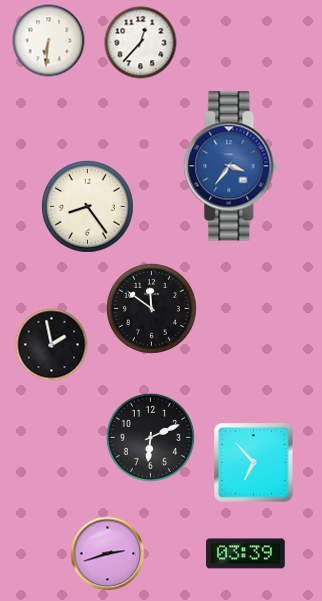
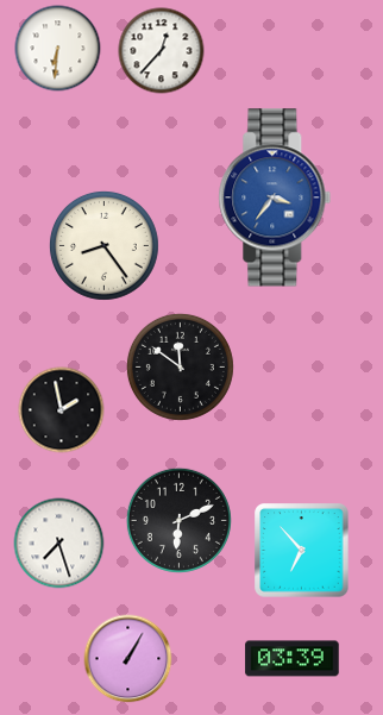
clock at (141, 43) position: (141, 43) -> (162, 51)
clock at (59, 544): none -> 7:27
clock at (108, 554): 2:42 -> 1:05
